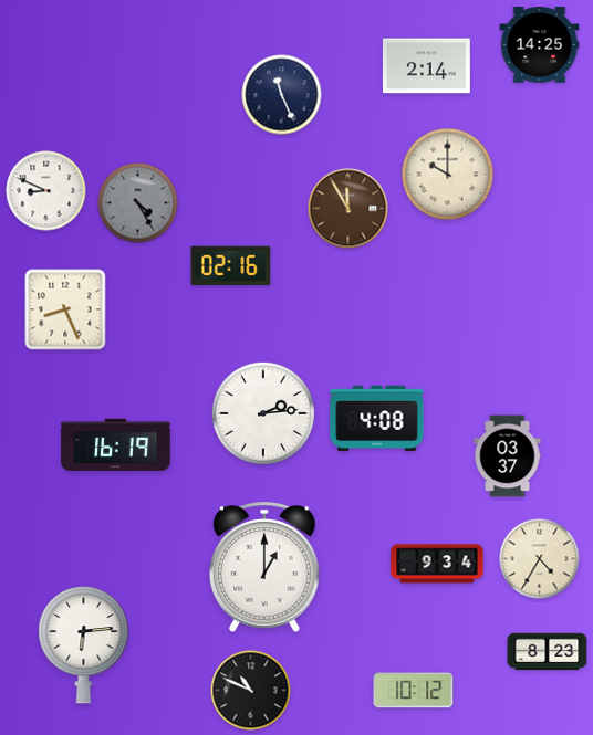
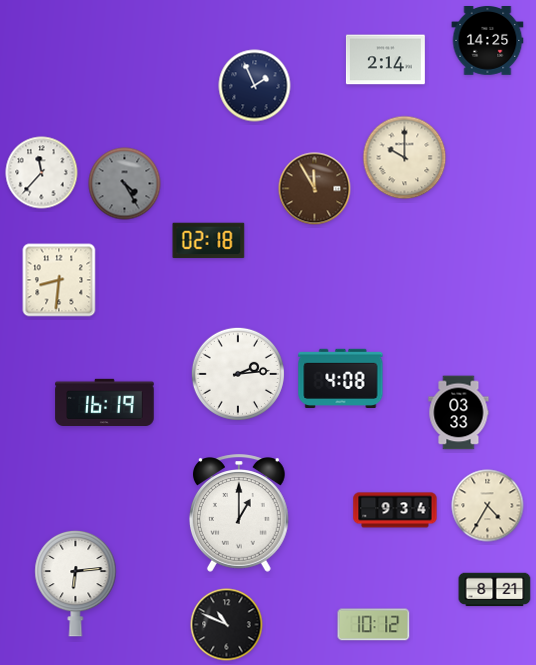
clock at (282, 95): 11:26 -> 1:56
clock at (46, 191): 8:49 -> 11:37
clock at (231, 266): 02:16 -> 02:18
clock at (65, 309): 8:26 -> 8:31
clock at (508, 456): 03:37 -> 03:33
clock at (548, 652): 8:23 -> 8:21
